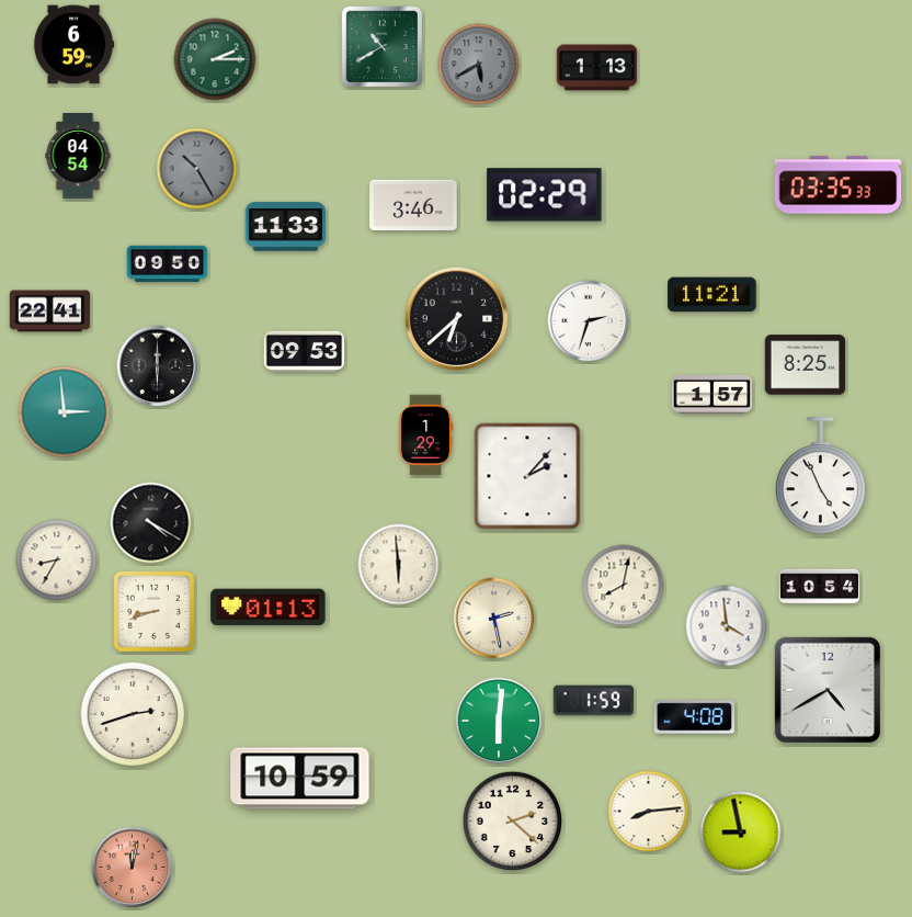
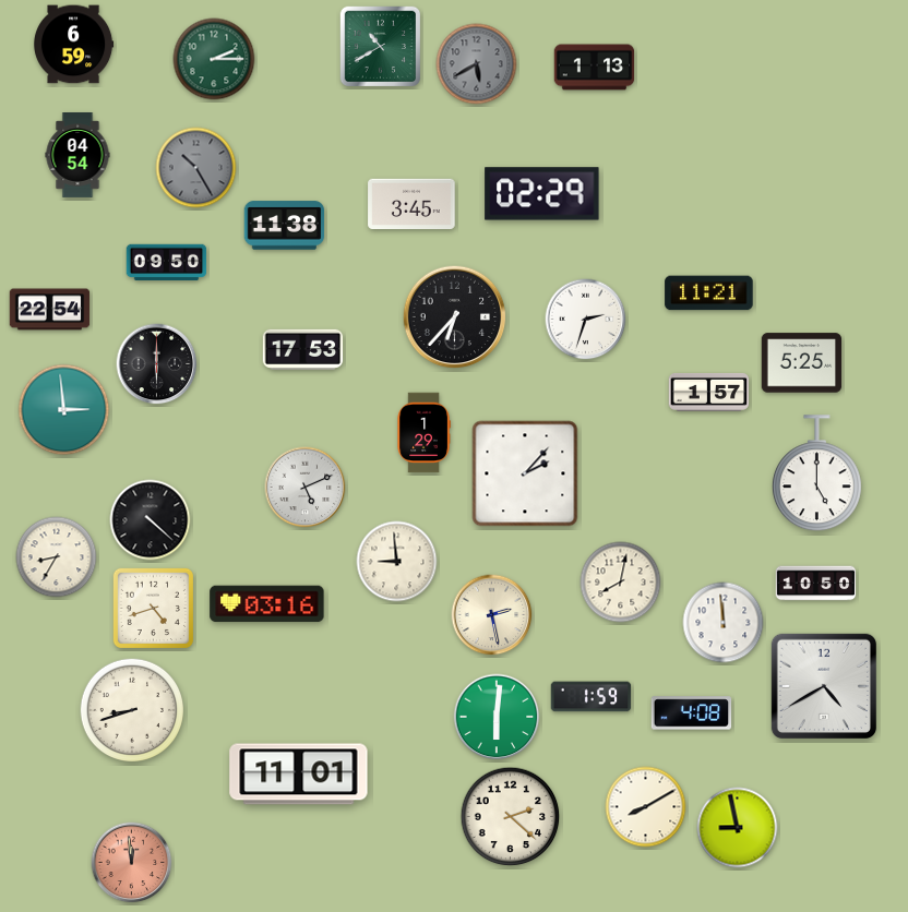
clock at (839, 185): 03:35 -> none
clock at (413, 204): 3:46 -> 3:45
clock at (286, 227): 11:33 -> 11:38
clock at (50, 312): 22:41 -> 22:54
clock at (457, 319): 6:38 -> 6:37
clock at (305, 351): 09:53 -> 17:53
clock at (806, 365): 8:25 -> 5:25
clock at (820, 476): 4:56 -> 5:00
clock at (306, 488): none -> 5:11
clock at (151, 523): 4:20 -> 4:22
clock at (399, 565): 5:59 -> 8:59
clock at (820, 587): 10:54 -> 10:50
clock at (269, 608): 01:13 -> 03:16
clock at (153, 611): 8:42 -> 4:42
clock at (727, 626): 3:59 -> 11:59
clock at (132, 713): 2:42 -> 8:42
clock at (300, 779): 10:59 -> 11:01
clock at (649, 812): 8:14 -> 8:10
clock at (133, 868): 12:02 -> 11:59
